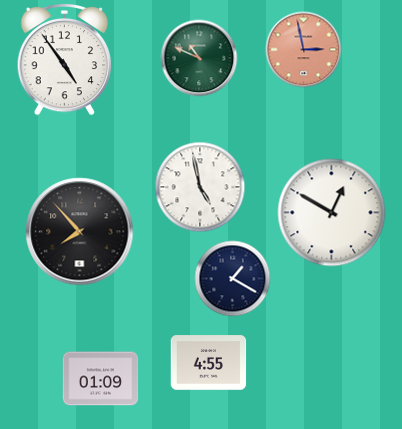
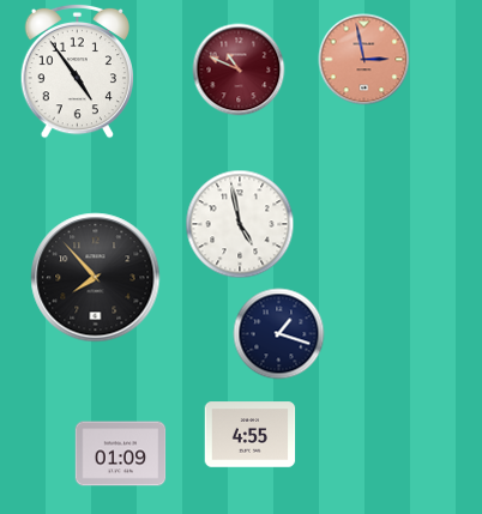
clock at (199, 58) dial: green -> burgundy
clock at (332, 213): 12:50 -> none
clock at (233, 279): 1:20 -> 1:18
